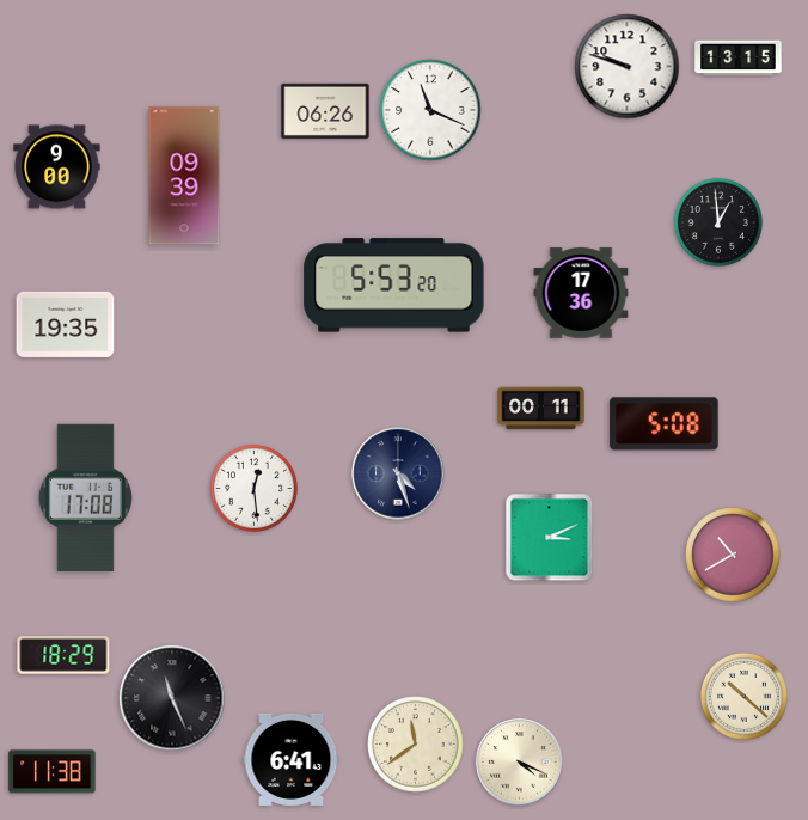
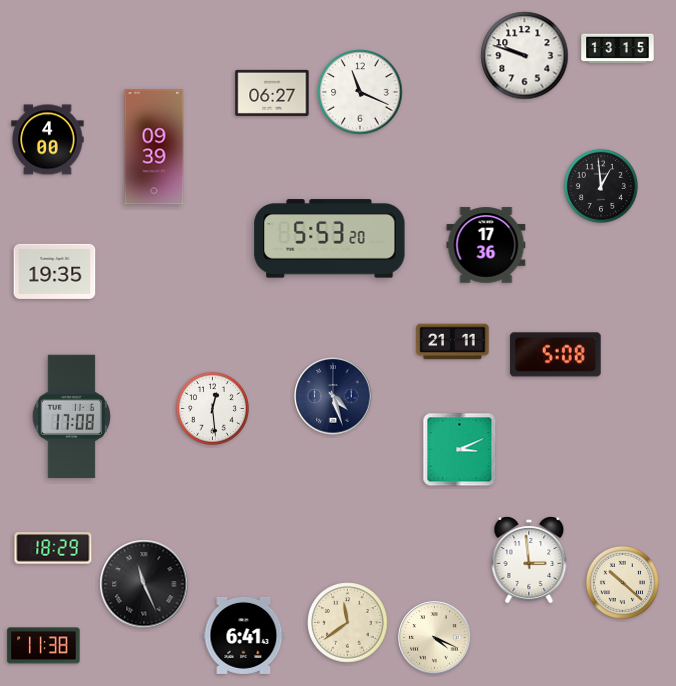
clock at (325, 111): 06:26 -> 06:27
clock at (57, 167): 9:00 -> 4:00
clock at (541, 409): 00:11 -> 21:11
clock at (733, 555): 10:40 -> none
clock at (529, 560): none -> 2:59
